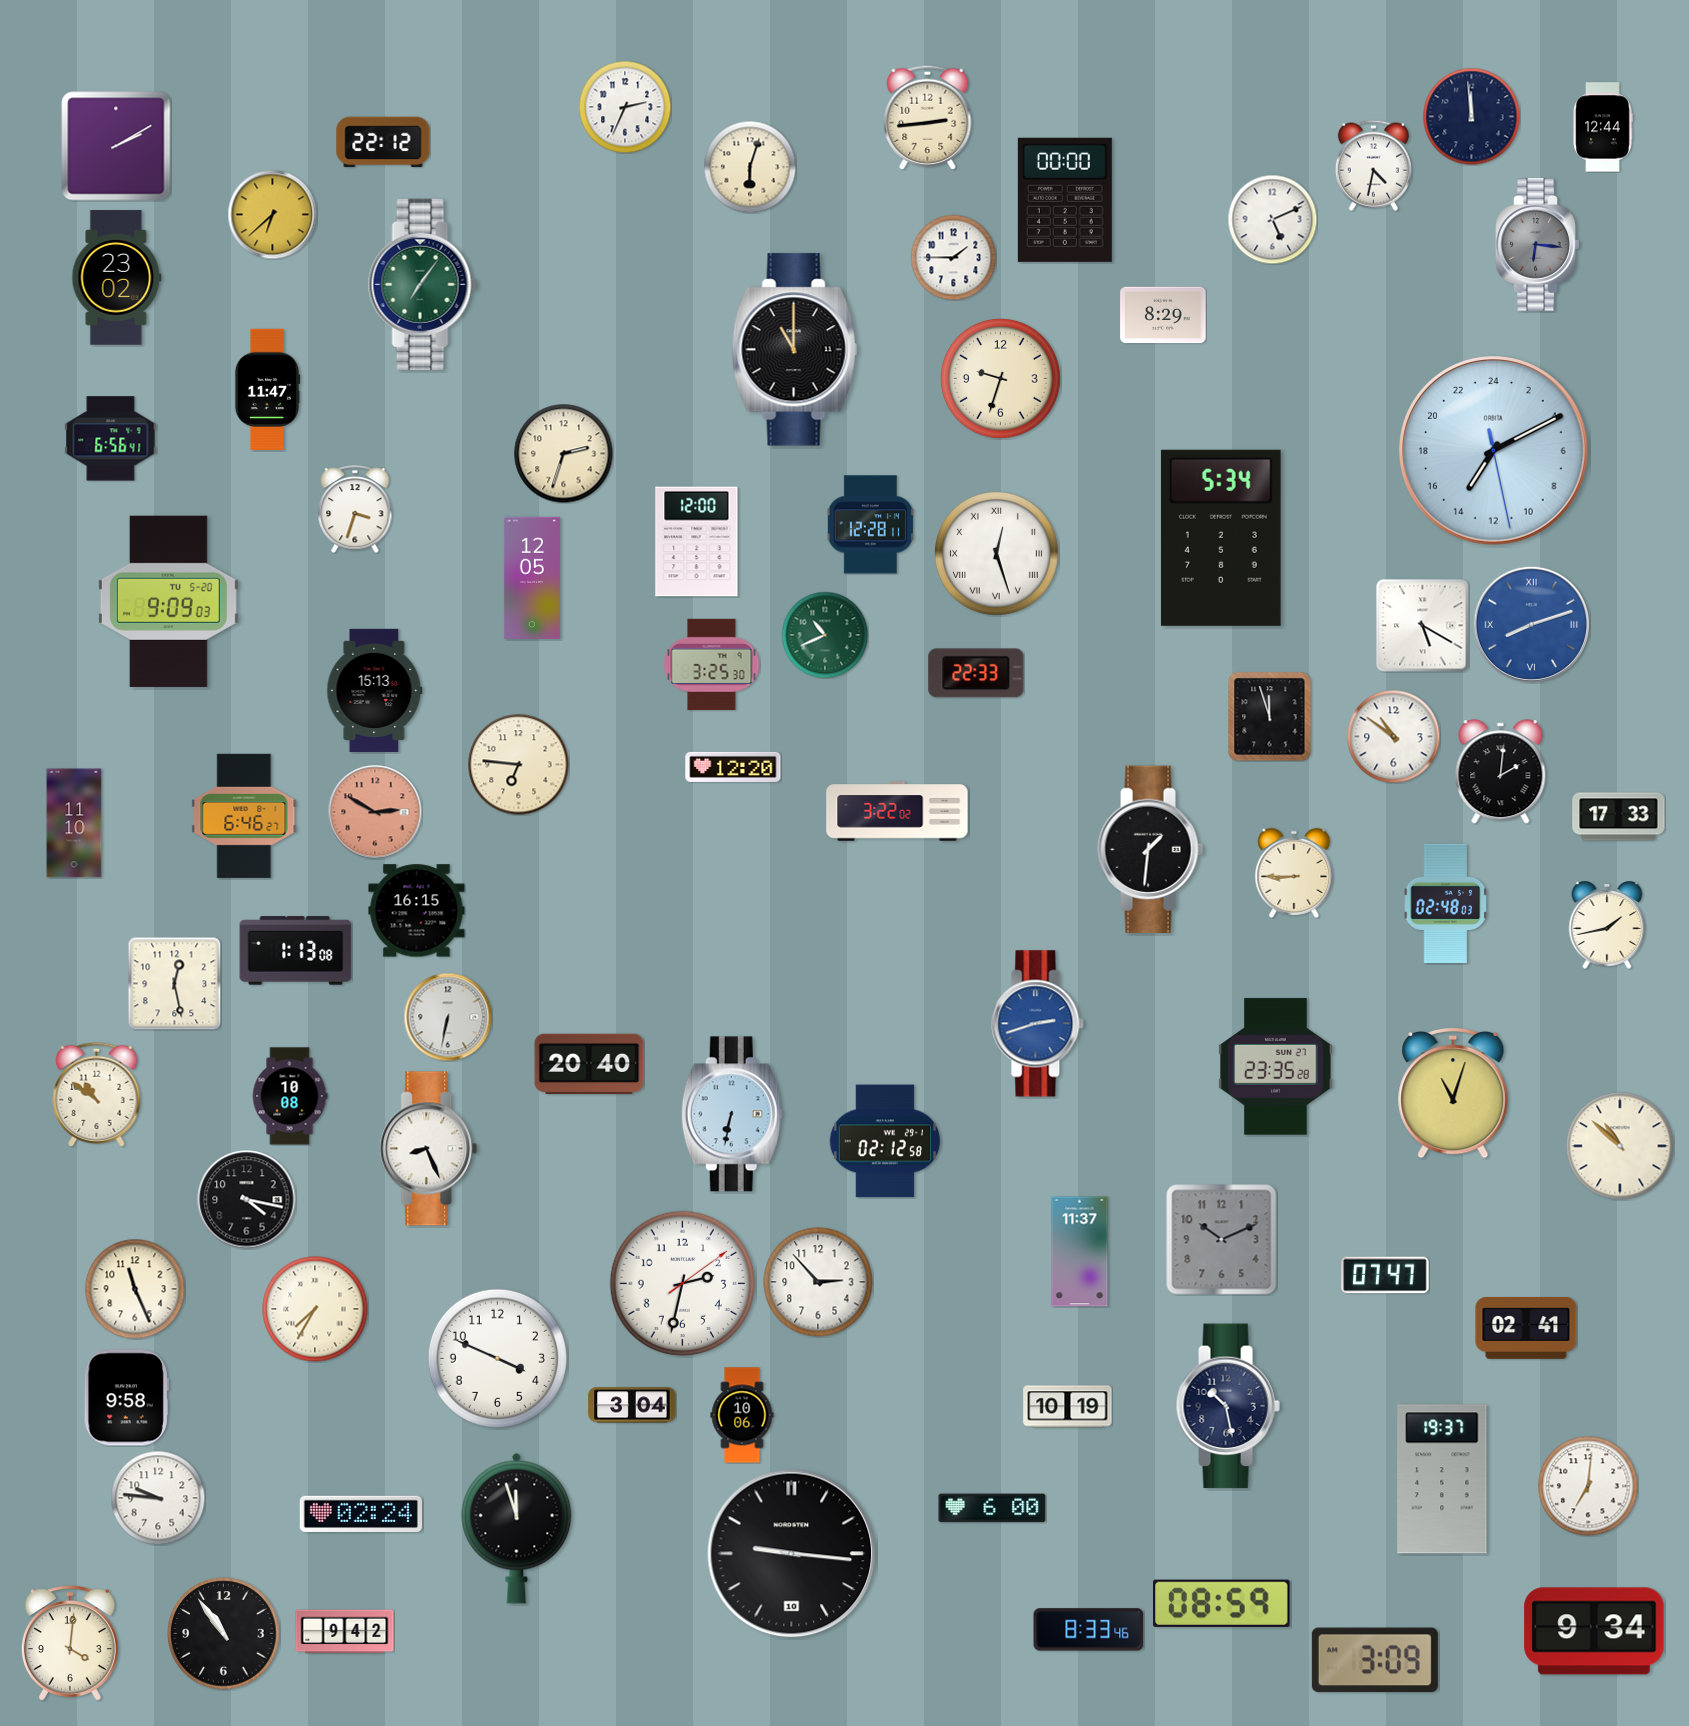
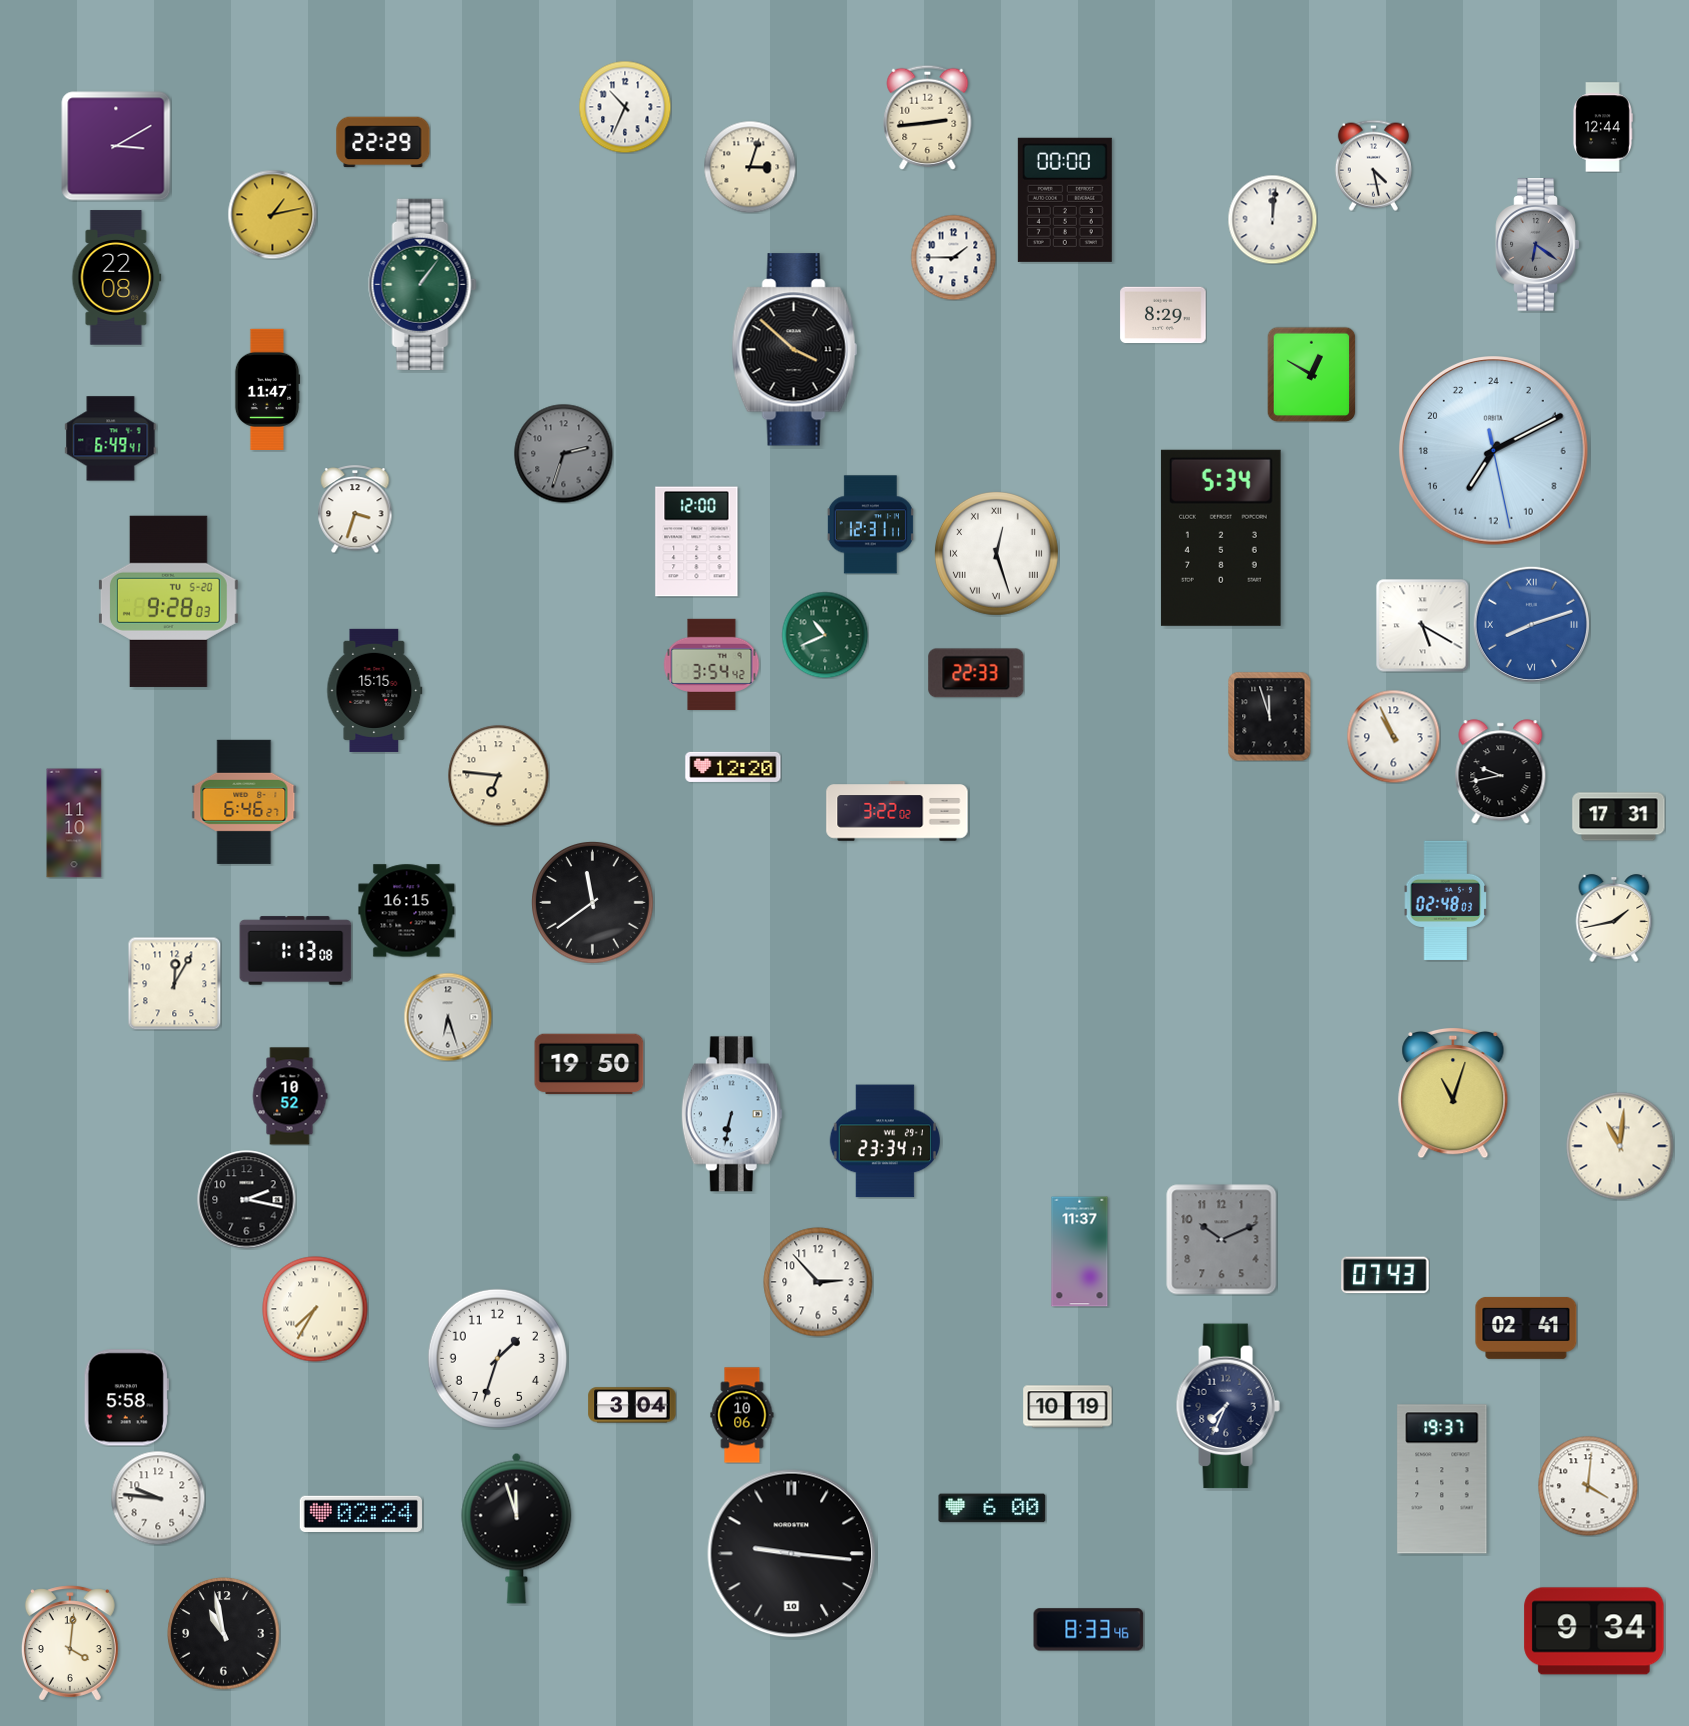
clock at (625, 107): 2:34 -> 10:34
clock at (1471, 116): 11:59 -> none
clock at (383, 142): 22:12 -> 22:29
clock at (116, 146): 2:10 -> 3:10
clock at (1373, 165): 4:32 -> 4:28
clock at (750, 167): 6:03 -> 3:03
clock at (272, 214): 6:38 -> 1:13
clock at (1272, 219): 5:11 -> 12:01
clock at (1538, 245): 6:16 -> 6:21
clock at (117, 278): 23:02 -> 22:08
clock at (423, 284): 7:06 -> 1:06
clock at (794, 350): 11:00 -> 3:52
clock at (1312, 374): none -> 12:50
clock at (1001, 379): 9:33 -> none
clock at (111, 439): 6:56 -> 6:49
clock at (564, 454) dial: cream -> grey
clock at (870, 525): 12:28 -> 12:31
clock at (532, 577): 12:05 -> none
clock at (168, 601): 9:09 -> 9:28
clock at (712, 664): 3:25 -> 3:54
clock at (375, 690): 15:13 -> 15:15
clock at (1393, 736): 10:51 -> 10:56
clock at (519, 765) position: (519, 765) -> (499, 776)
clock at (1501, 772): 2:01 -> 9:43
clock at (375, 812): 2:50 -> none
clock at (244, 816) position: (244, 816) -> (244, 802)
clock at (1619, 817): 17:33 -> 17:31
clock at (1151, 850): 1:31 -> none
clock at (1294, 873): 8:45 -> none
clock at (593, 903): none -> 11:39
clock at (1446, 903) position: (1446, 903) -> (1446, 900)
clock at (417, 911) position: (417, 911) -> (407, 911)
clock at (1607, 925) position: (1607, 925) -> (1614, 918)
clock at (174, 983): 12:28 -> 12:05
clock at (448, 1017): 6:32 -> 6:27
clock at (1038, 1024): 2:42 -> none
clock at (589, 1064): 20:40 -> 19:50
clock at (1276, 1067): 23:35 -> none
clock at (97, 1094): 10:51 -> none
clock at (290, 1096): 10:08 -> 10:52
clock at (885, 1141): 02:12 -> 23:34
clock at (1620, 1146): 10:52 -> 11:01
clock at (429, 1149): 8:26 -> none
clock at (247, 1200): 4:17 -> 2:17
clock at (1385, 1275): 07:47 -> 07:43
clock at (682, 1283): 2:32 -> none
clock at (135, 1289): 11:26 -> none
clock at (497, 1358): 3:49 -> 1:33
clock at (126, 1398): 9:58 -> 5:58
clock at (1228, 1406): 10:28 -> 7:34
clock at (1588, 1486): 7:01 -> 4:01
clock at (1222, 1603): 08:59 -> none
clock at (345, 1632): 9:42 -> none
clock at (224, 1634): 10:54 -> 10:58
clock at (1375, 1660): 3:09 -> none
